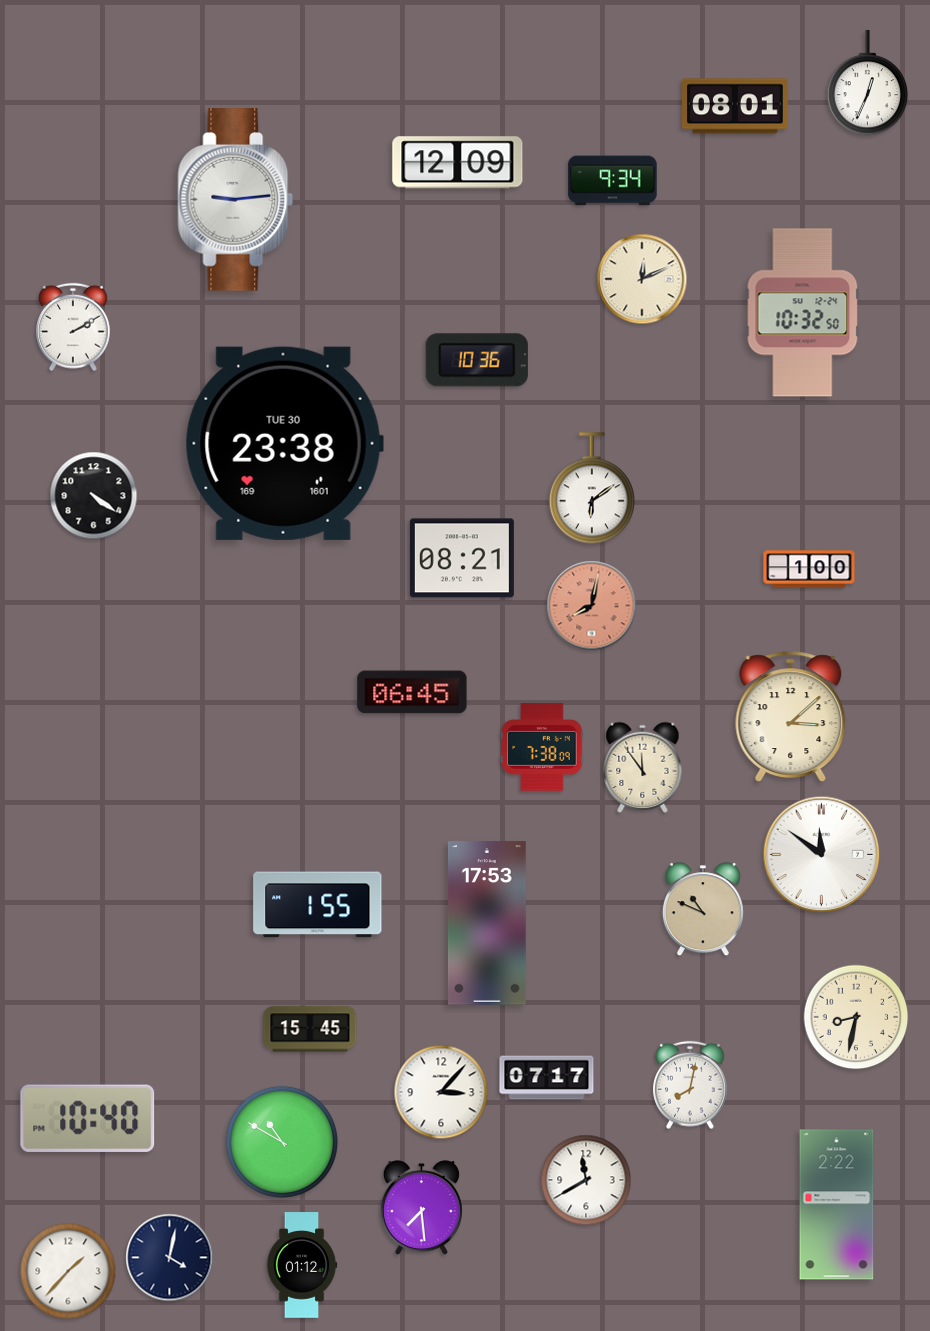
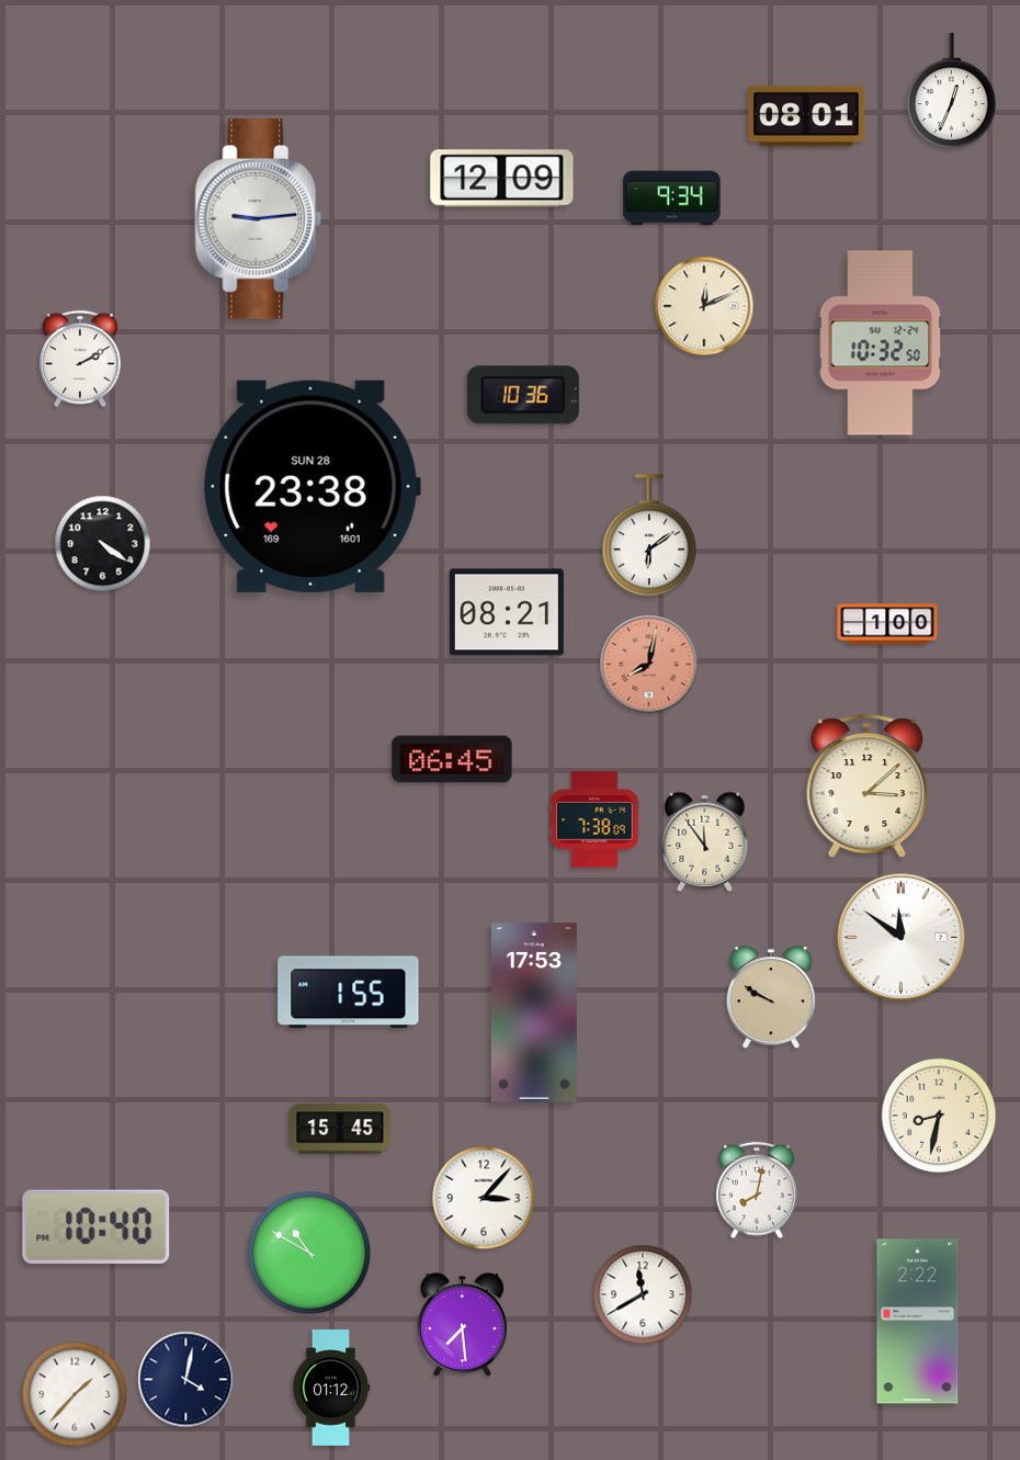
clock at (284, 443) date: TUE 30 -> SUN 28
clock at (703, 910): 10:49 -> 9:50
clock at (547, 1078): 07:17 -> none
